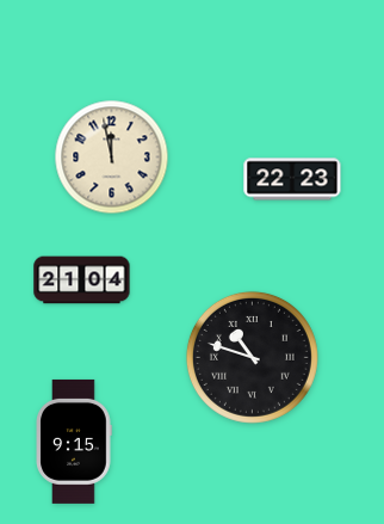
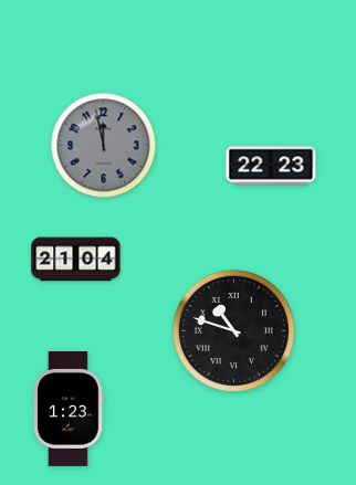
clock at (112, 158) dial: cream -> grey
clock at (74, 442): 9:15 -> 1:23
